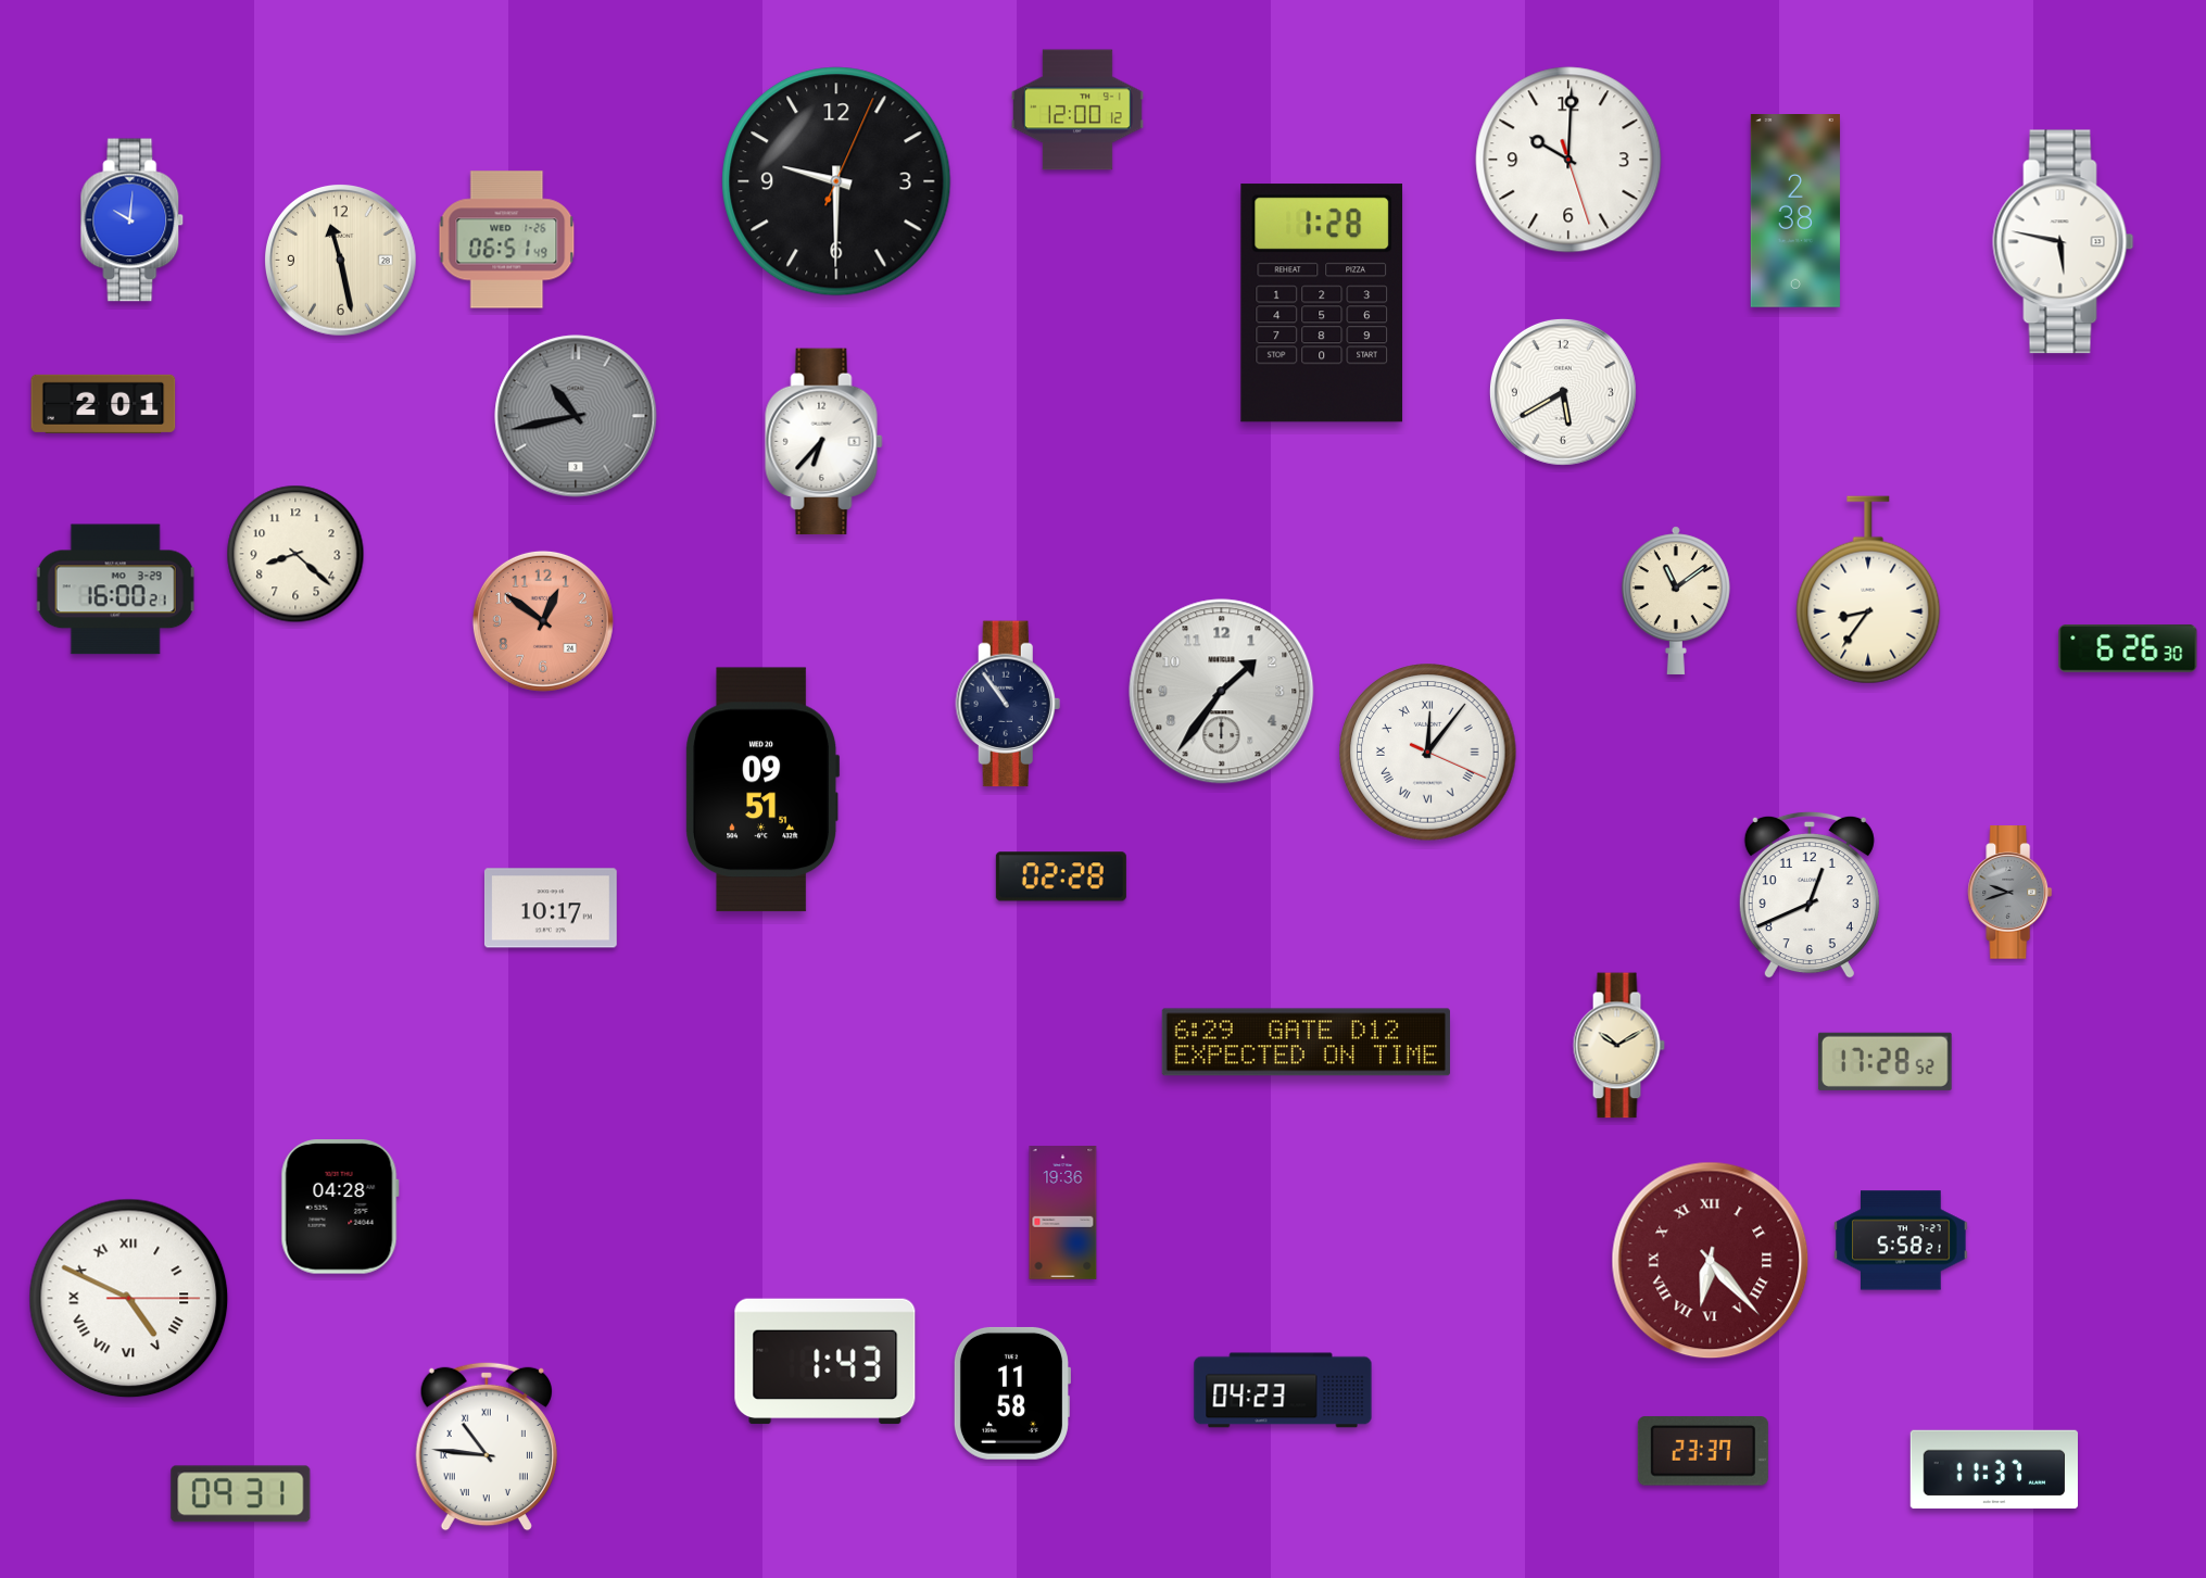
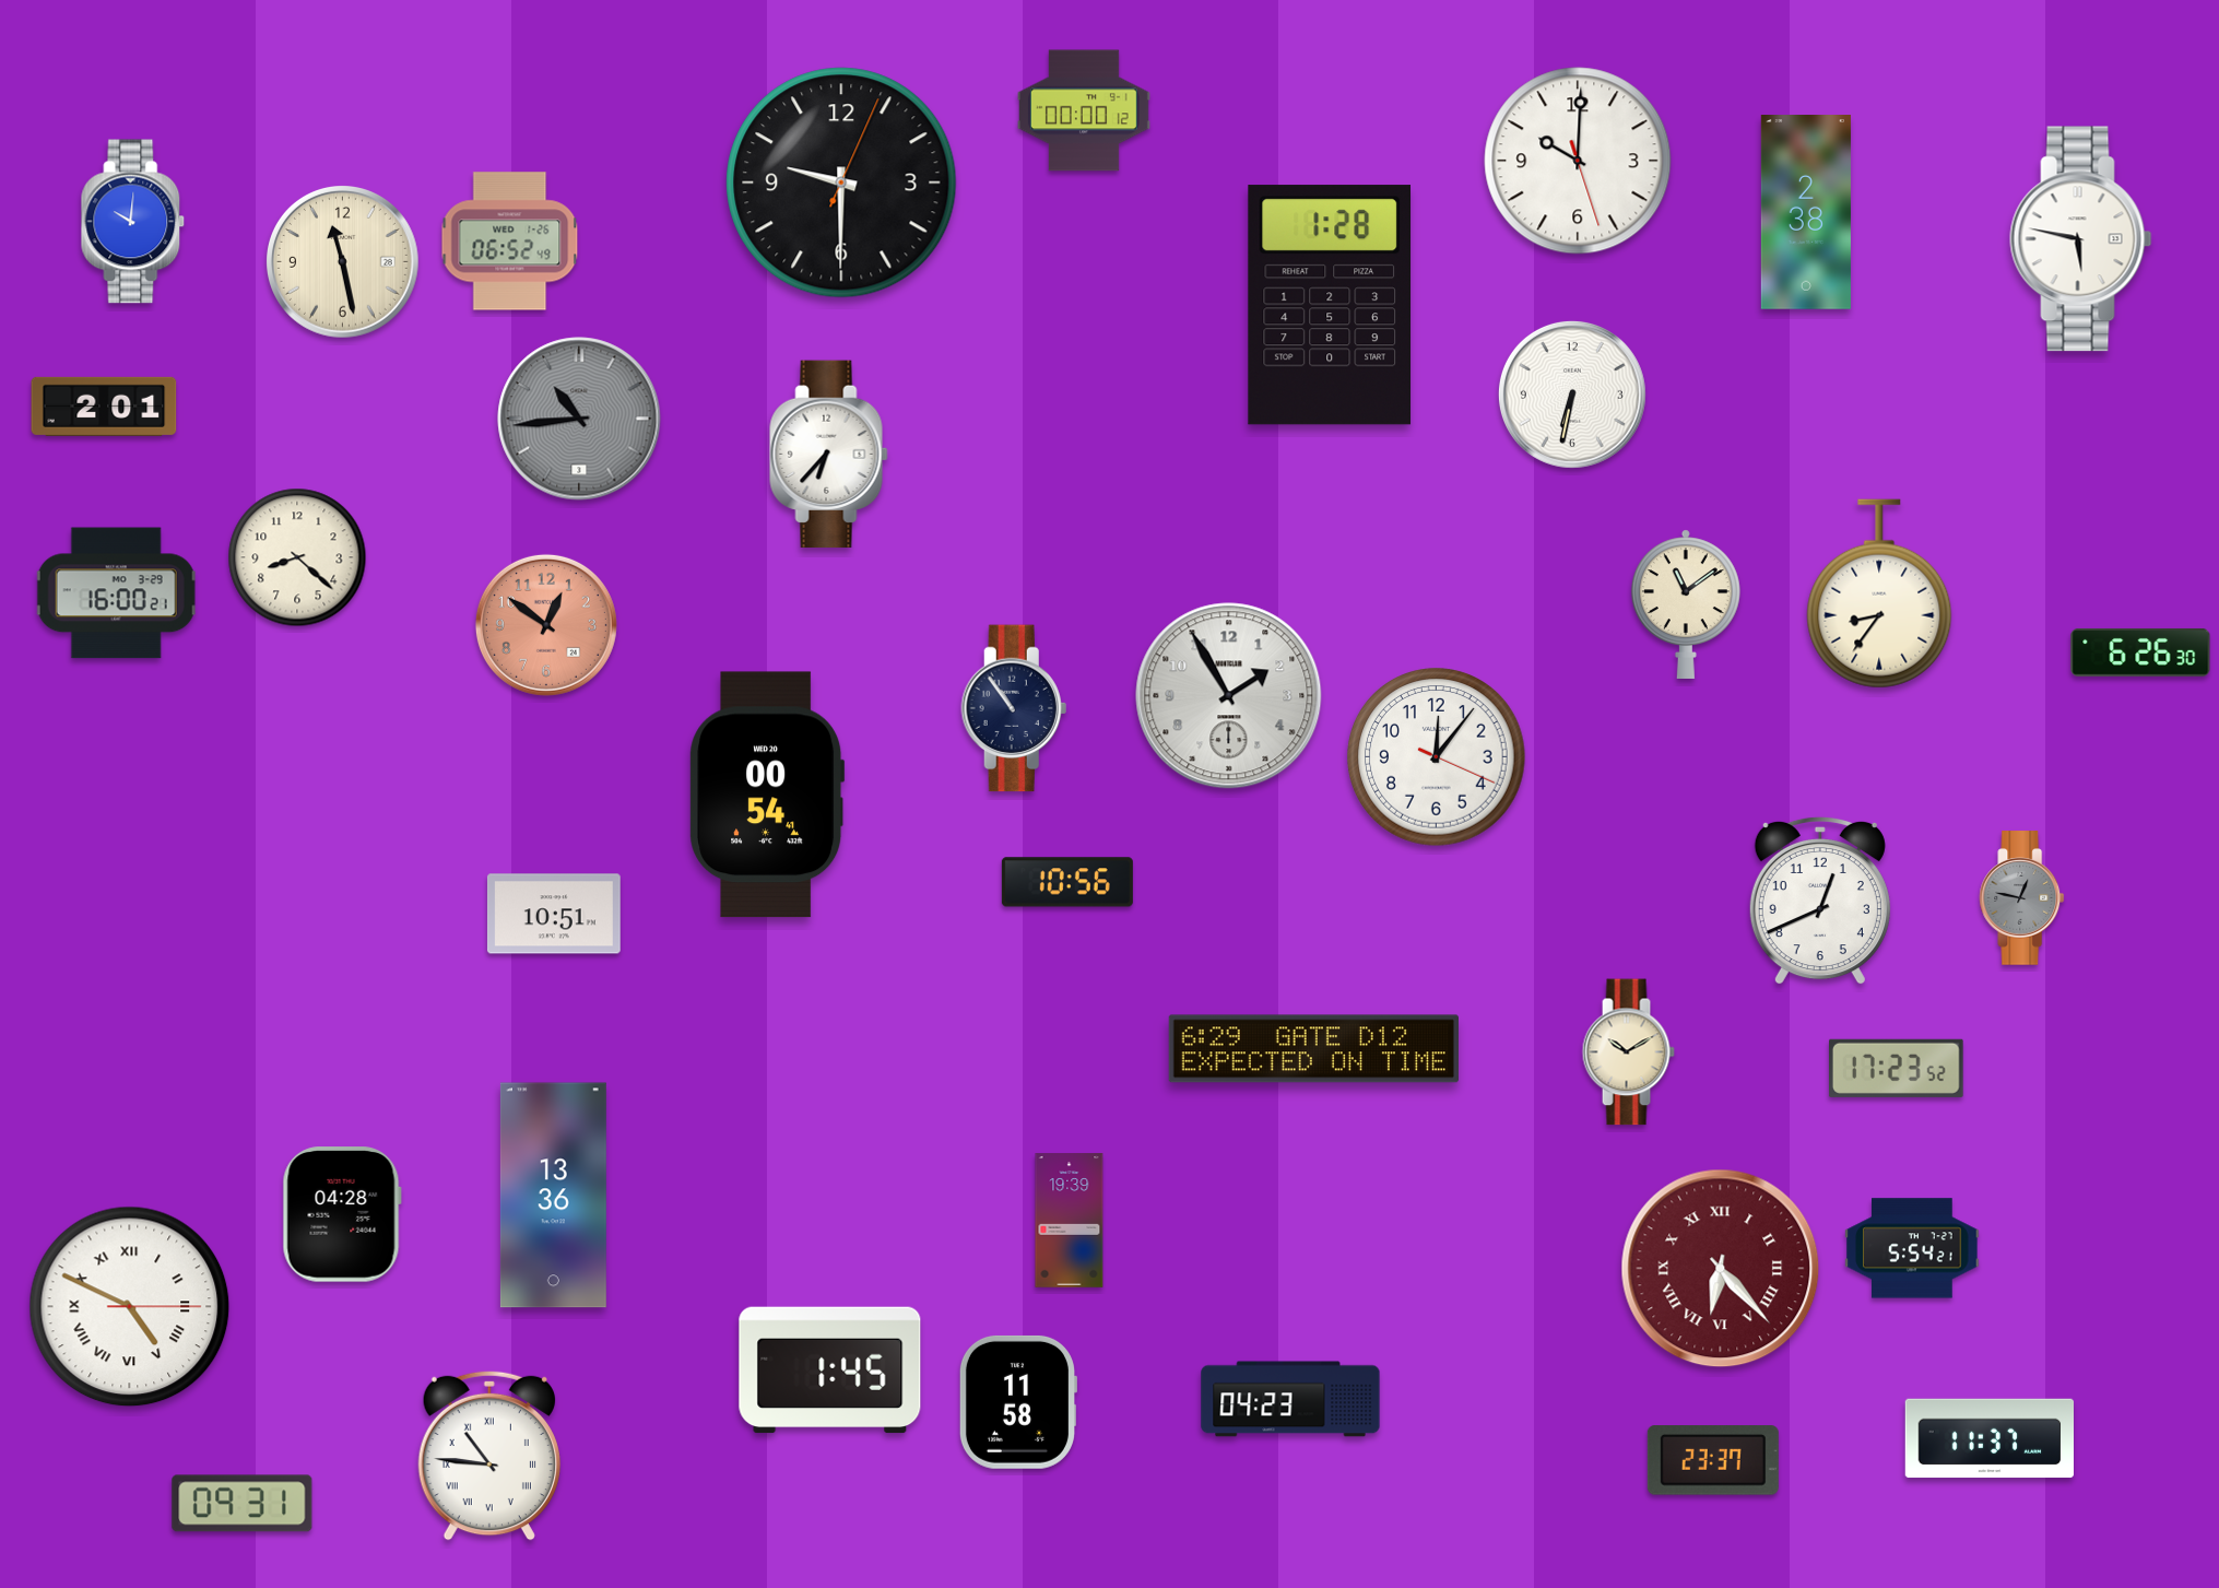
clock at (1079, 110): 12:00 -> 00:00
clock at (507, 240): 06:51 -> 06:52
clock at (2064, 242) position: (2064, 242) -> (2081, 239)
clock at (1563, 392): 5:40 -> 6:32
clock at (576, 416): 10:43 -> 10:44
clock at (824, 442) position: (824, 442) -> (829, 455)
clock at (1222, 692): 1:36 -> 1:55
clock at (1428, 753) numerals: Roman -> Arabic
clock at (762, 790): 09:51 -> 00:54
clock at (1061, 876): 02:28 -> 10:56
clock at (2010, 893): 9:42 -> 12:47
clock at (551, 908): 10:17 -> 10:51
clock at (1884, 1061): 17:28 -> 17:23
clock at (553, 1196): none -> 13:36
clock at (1063, 1213): 19:36 -> 19:39
clock at (1901, 1240): 5:58 -> 5:54
clock at (825, 1362): 1:43 -> 1:45
clock at (1993, 1469) position: (1993, 1469) -> (1988, 1438)
